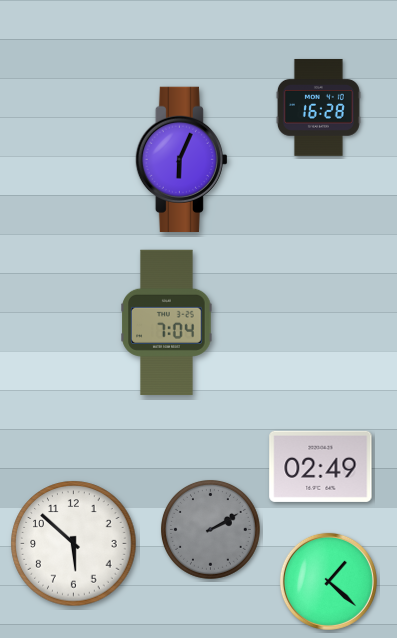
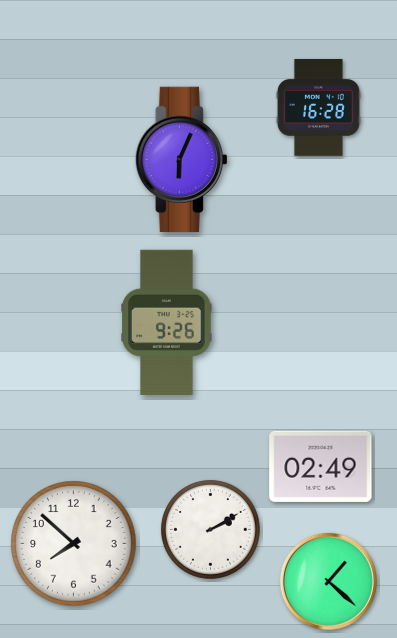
clock at (167, 322): 7:04 -> 9:26
clock at (210, 529) dial: grey -> white
clock at (74, 544): 5:52 -> 7:52
